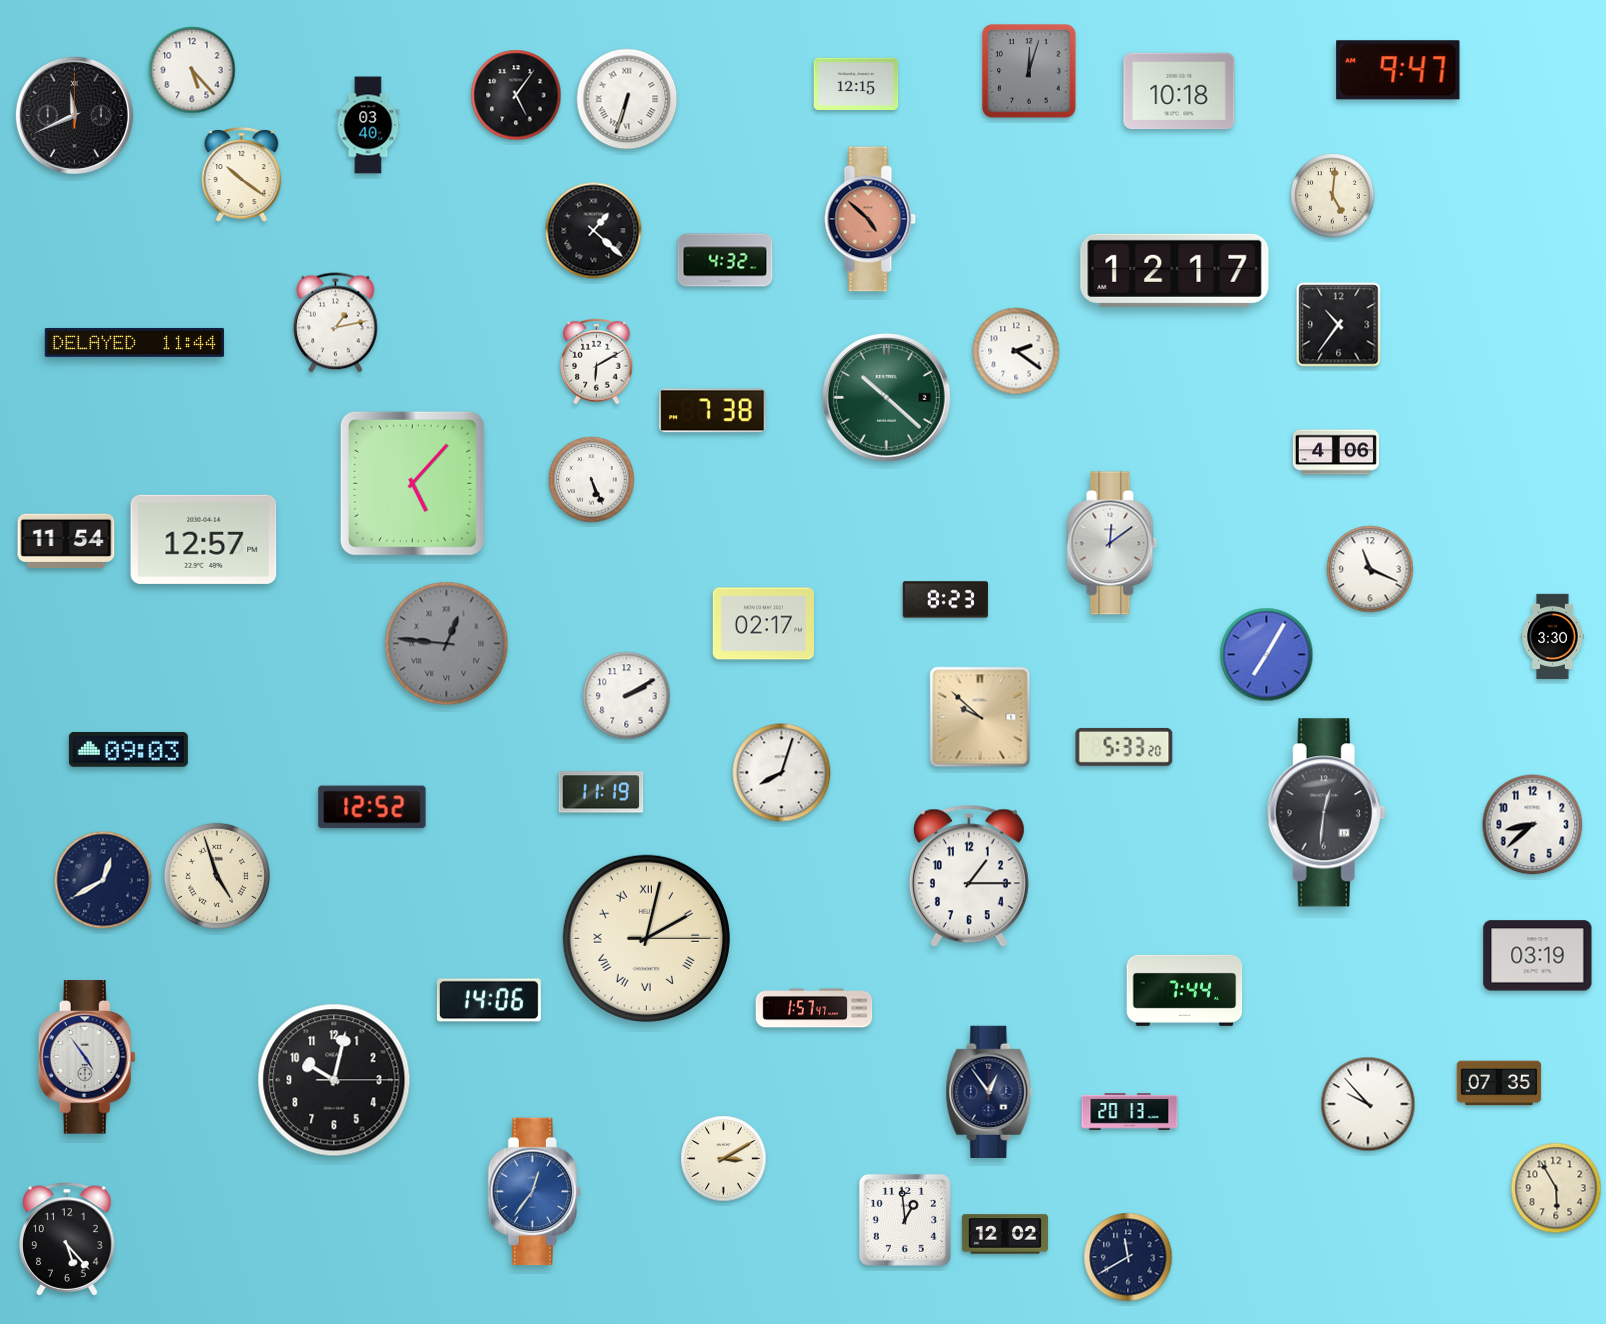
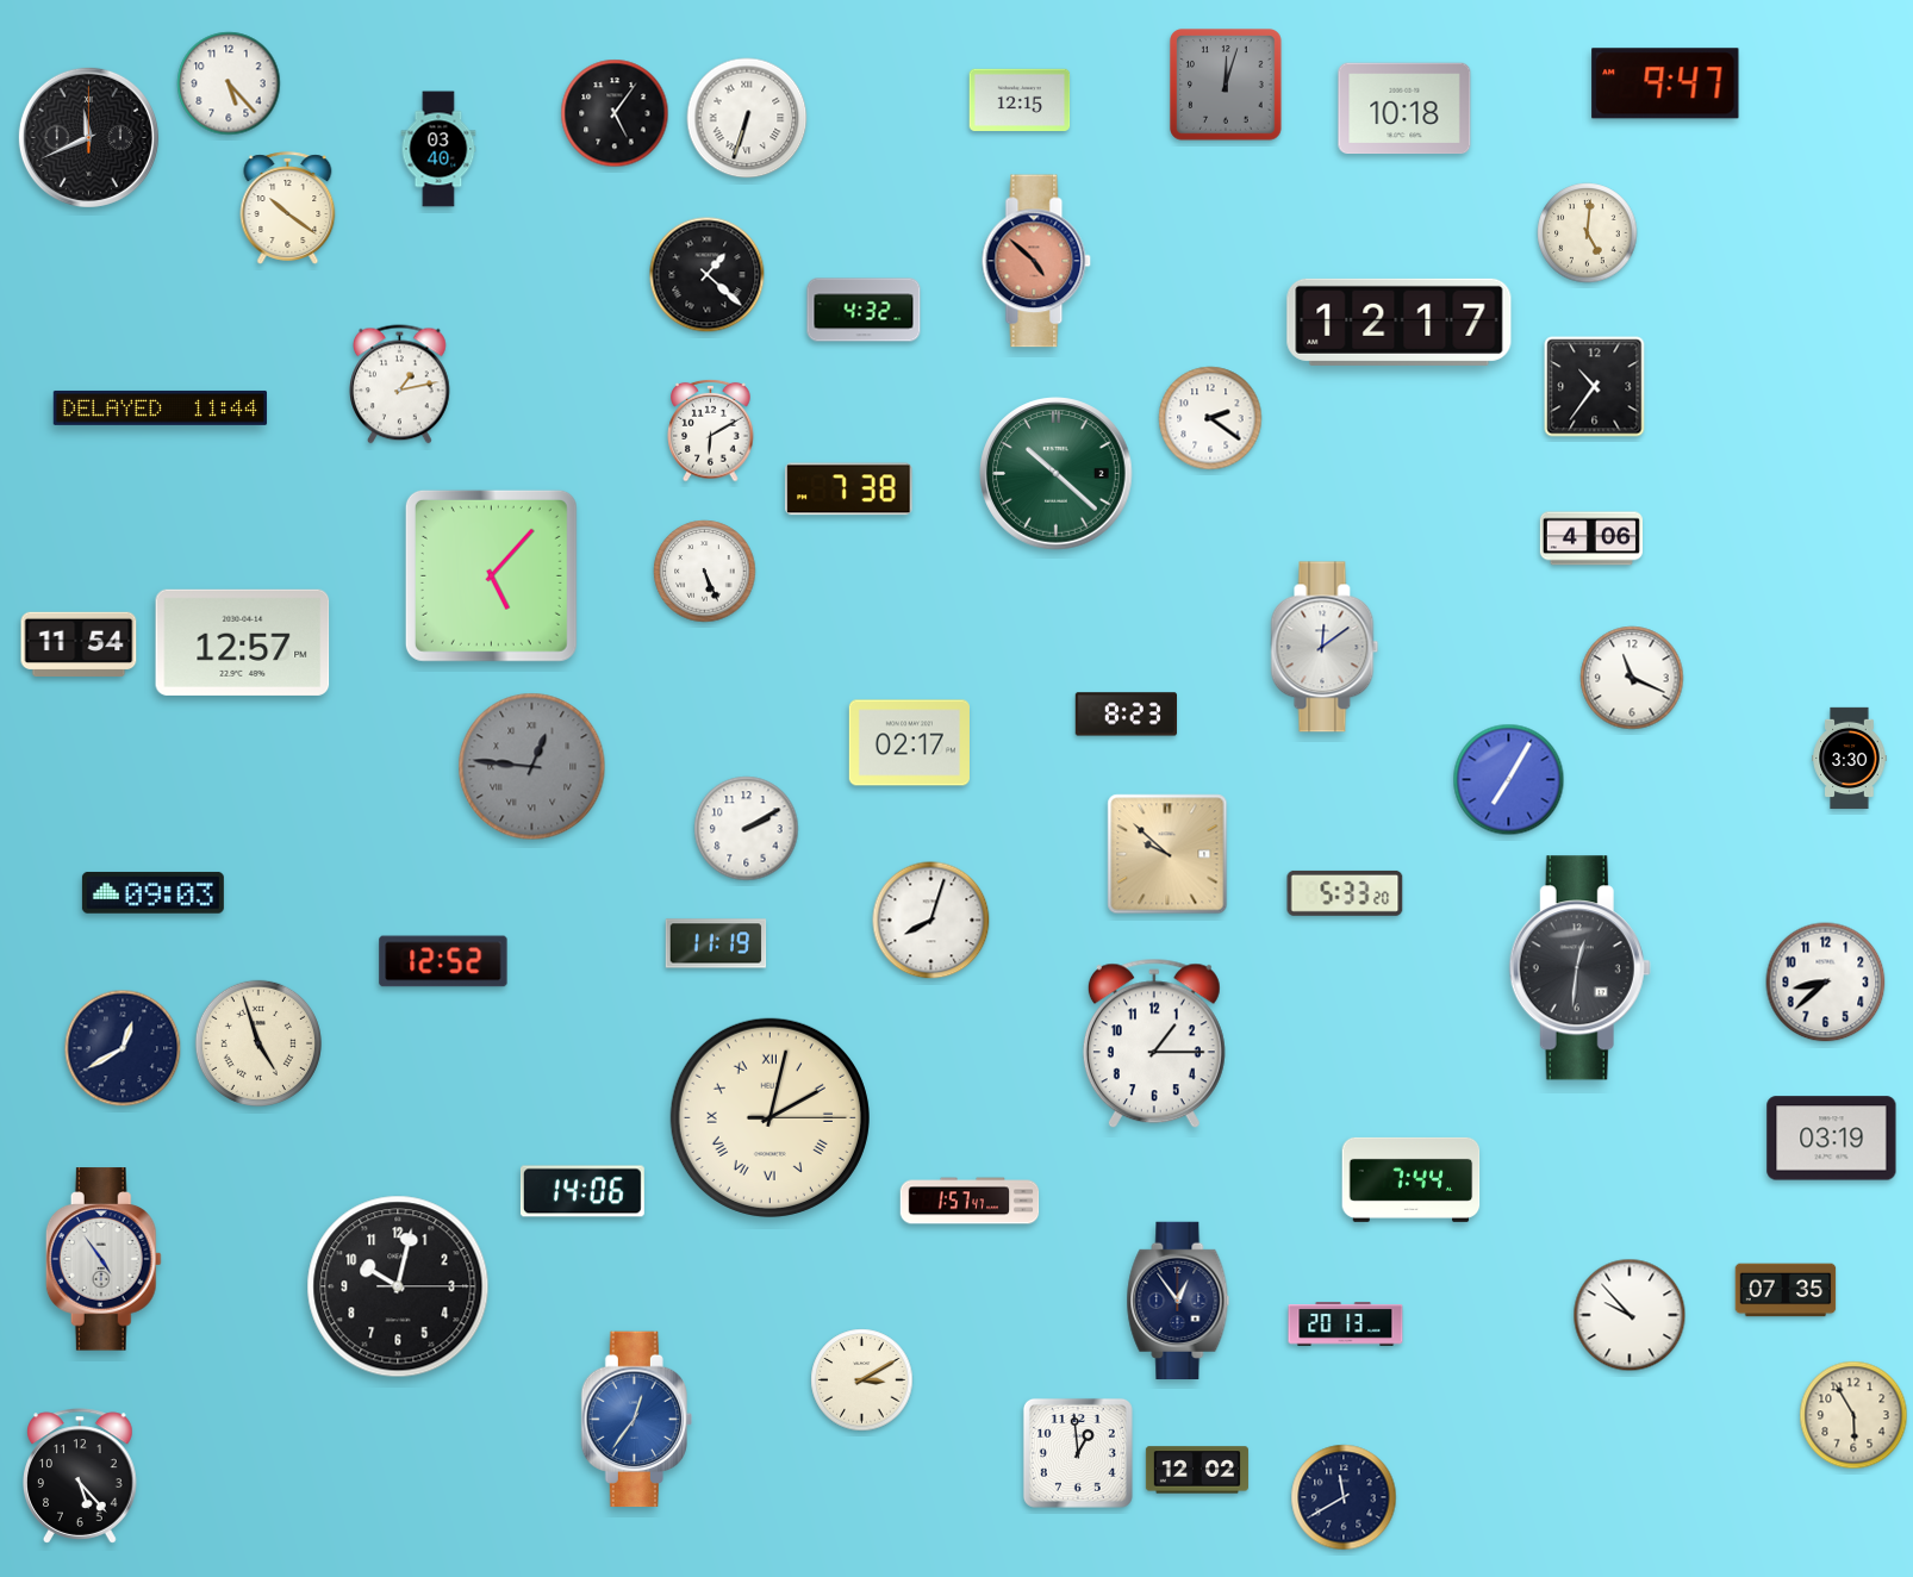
clock at (1124, 747) position: (1124, 747) -> (1345, 893)
